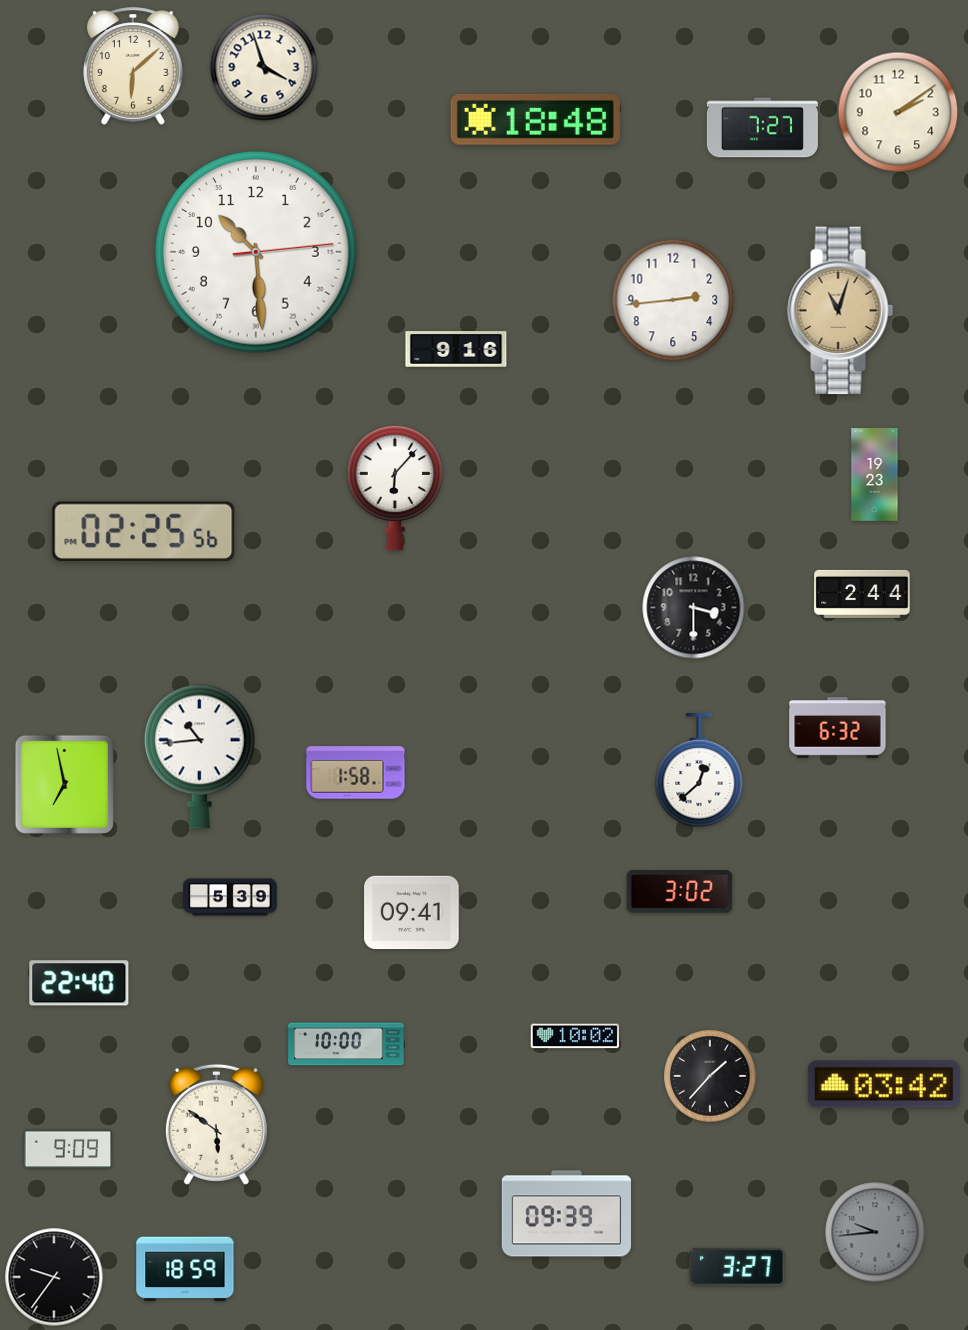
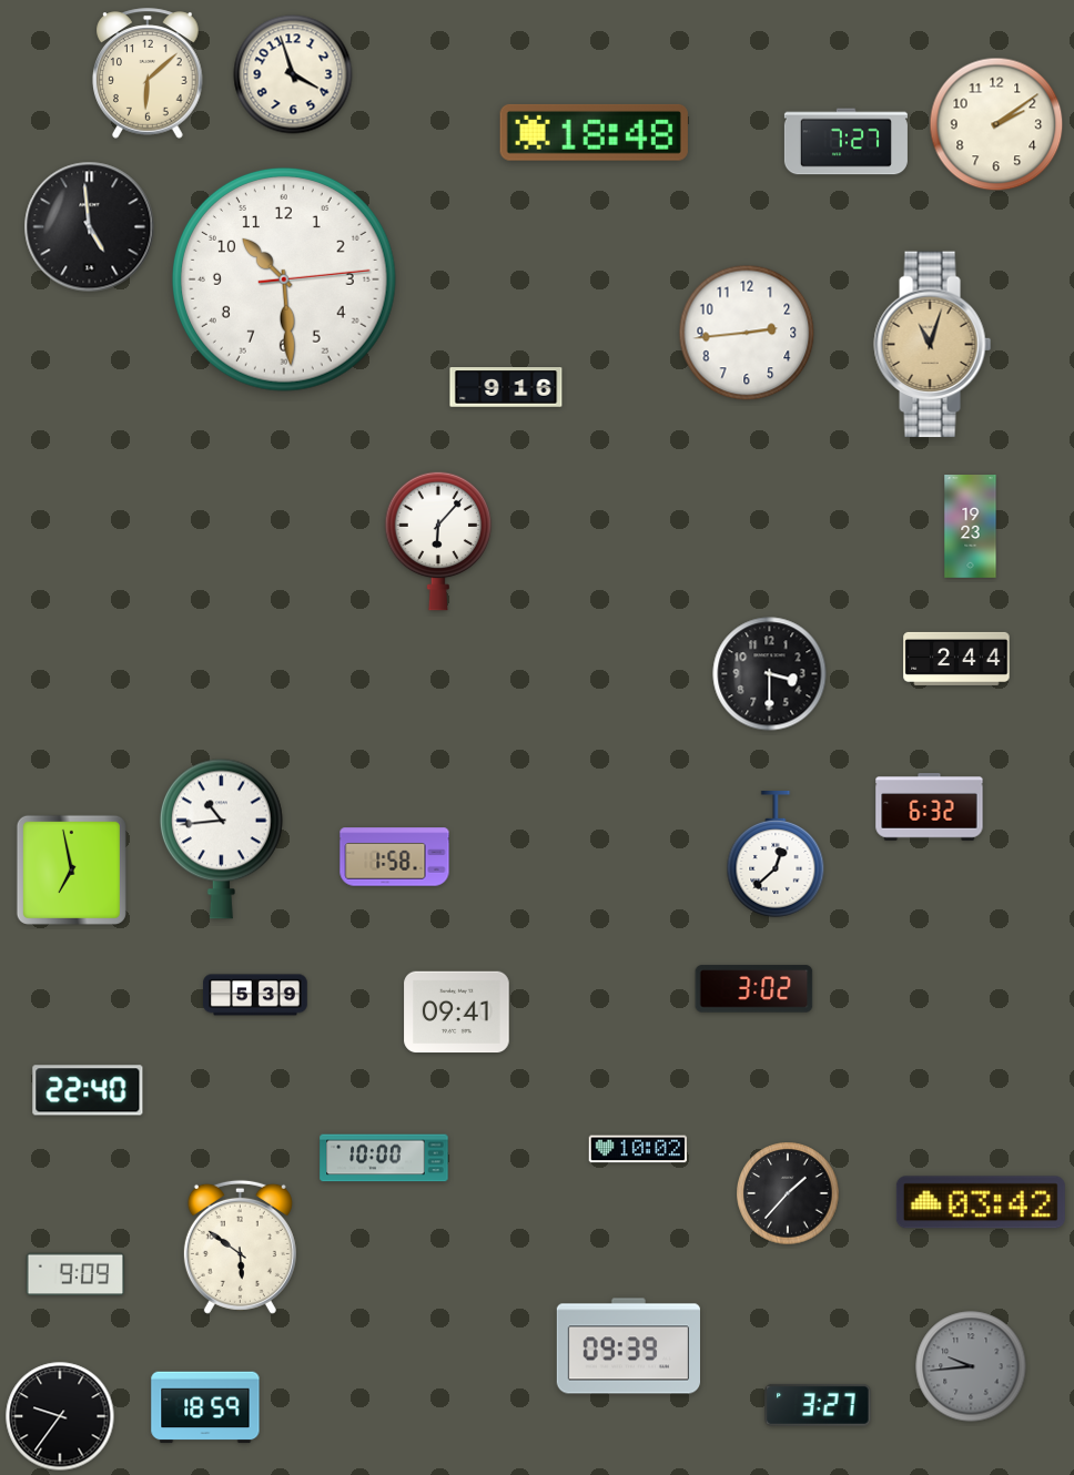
clock at (90, 227): none -> 4:59
clock at (144, 531): 02:25 -> none
